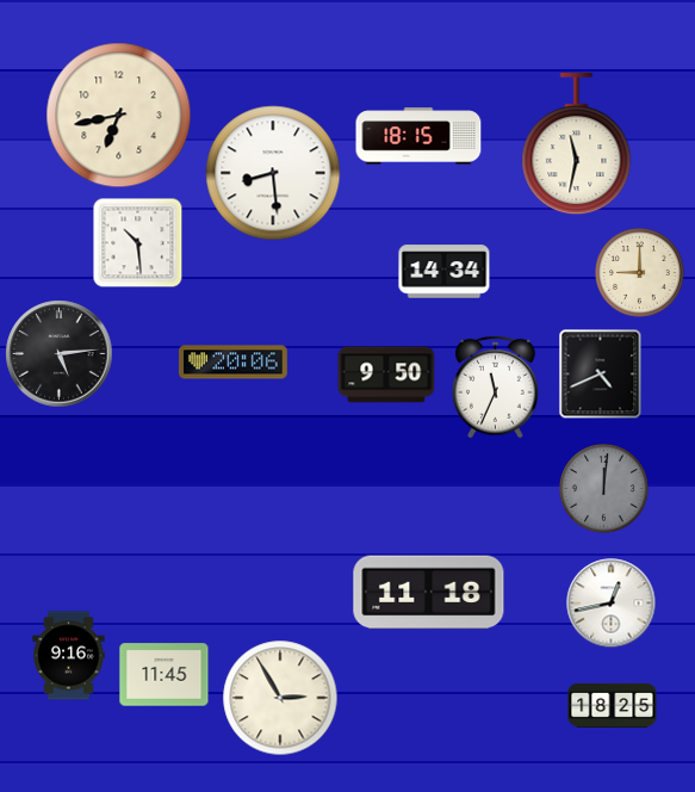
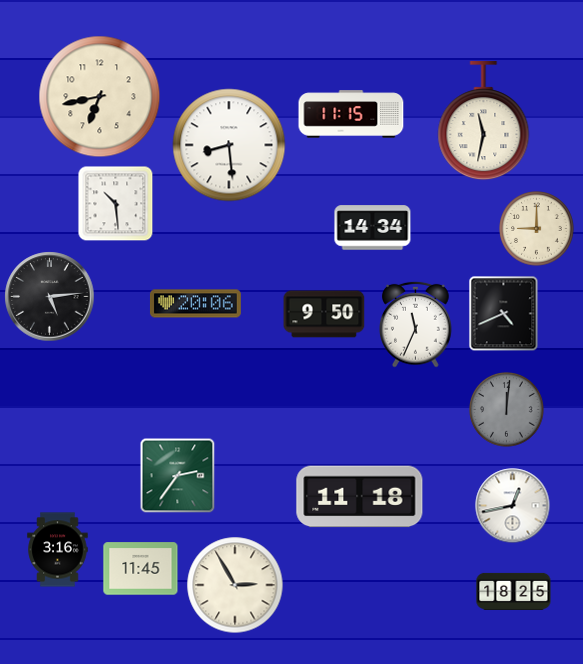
clock at (418, 136): 18:15 -> 11:15
clock at (178, 476): none -> 2:36
clock at (69, 656): 9:16 -> 3:16
clock at (165, 675) position: (165, 675) -> (141, 569)
